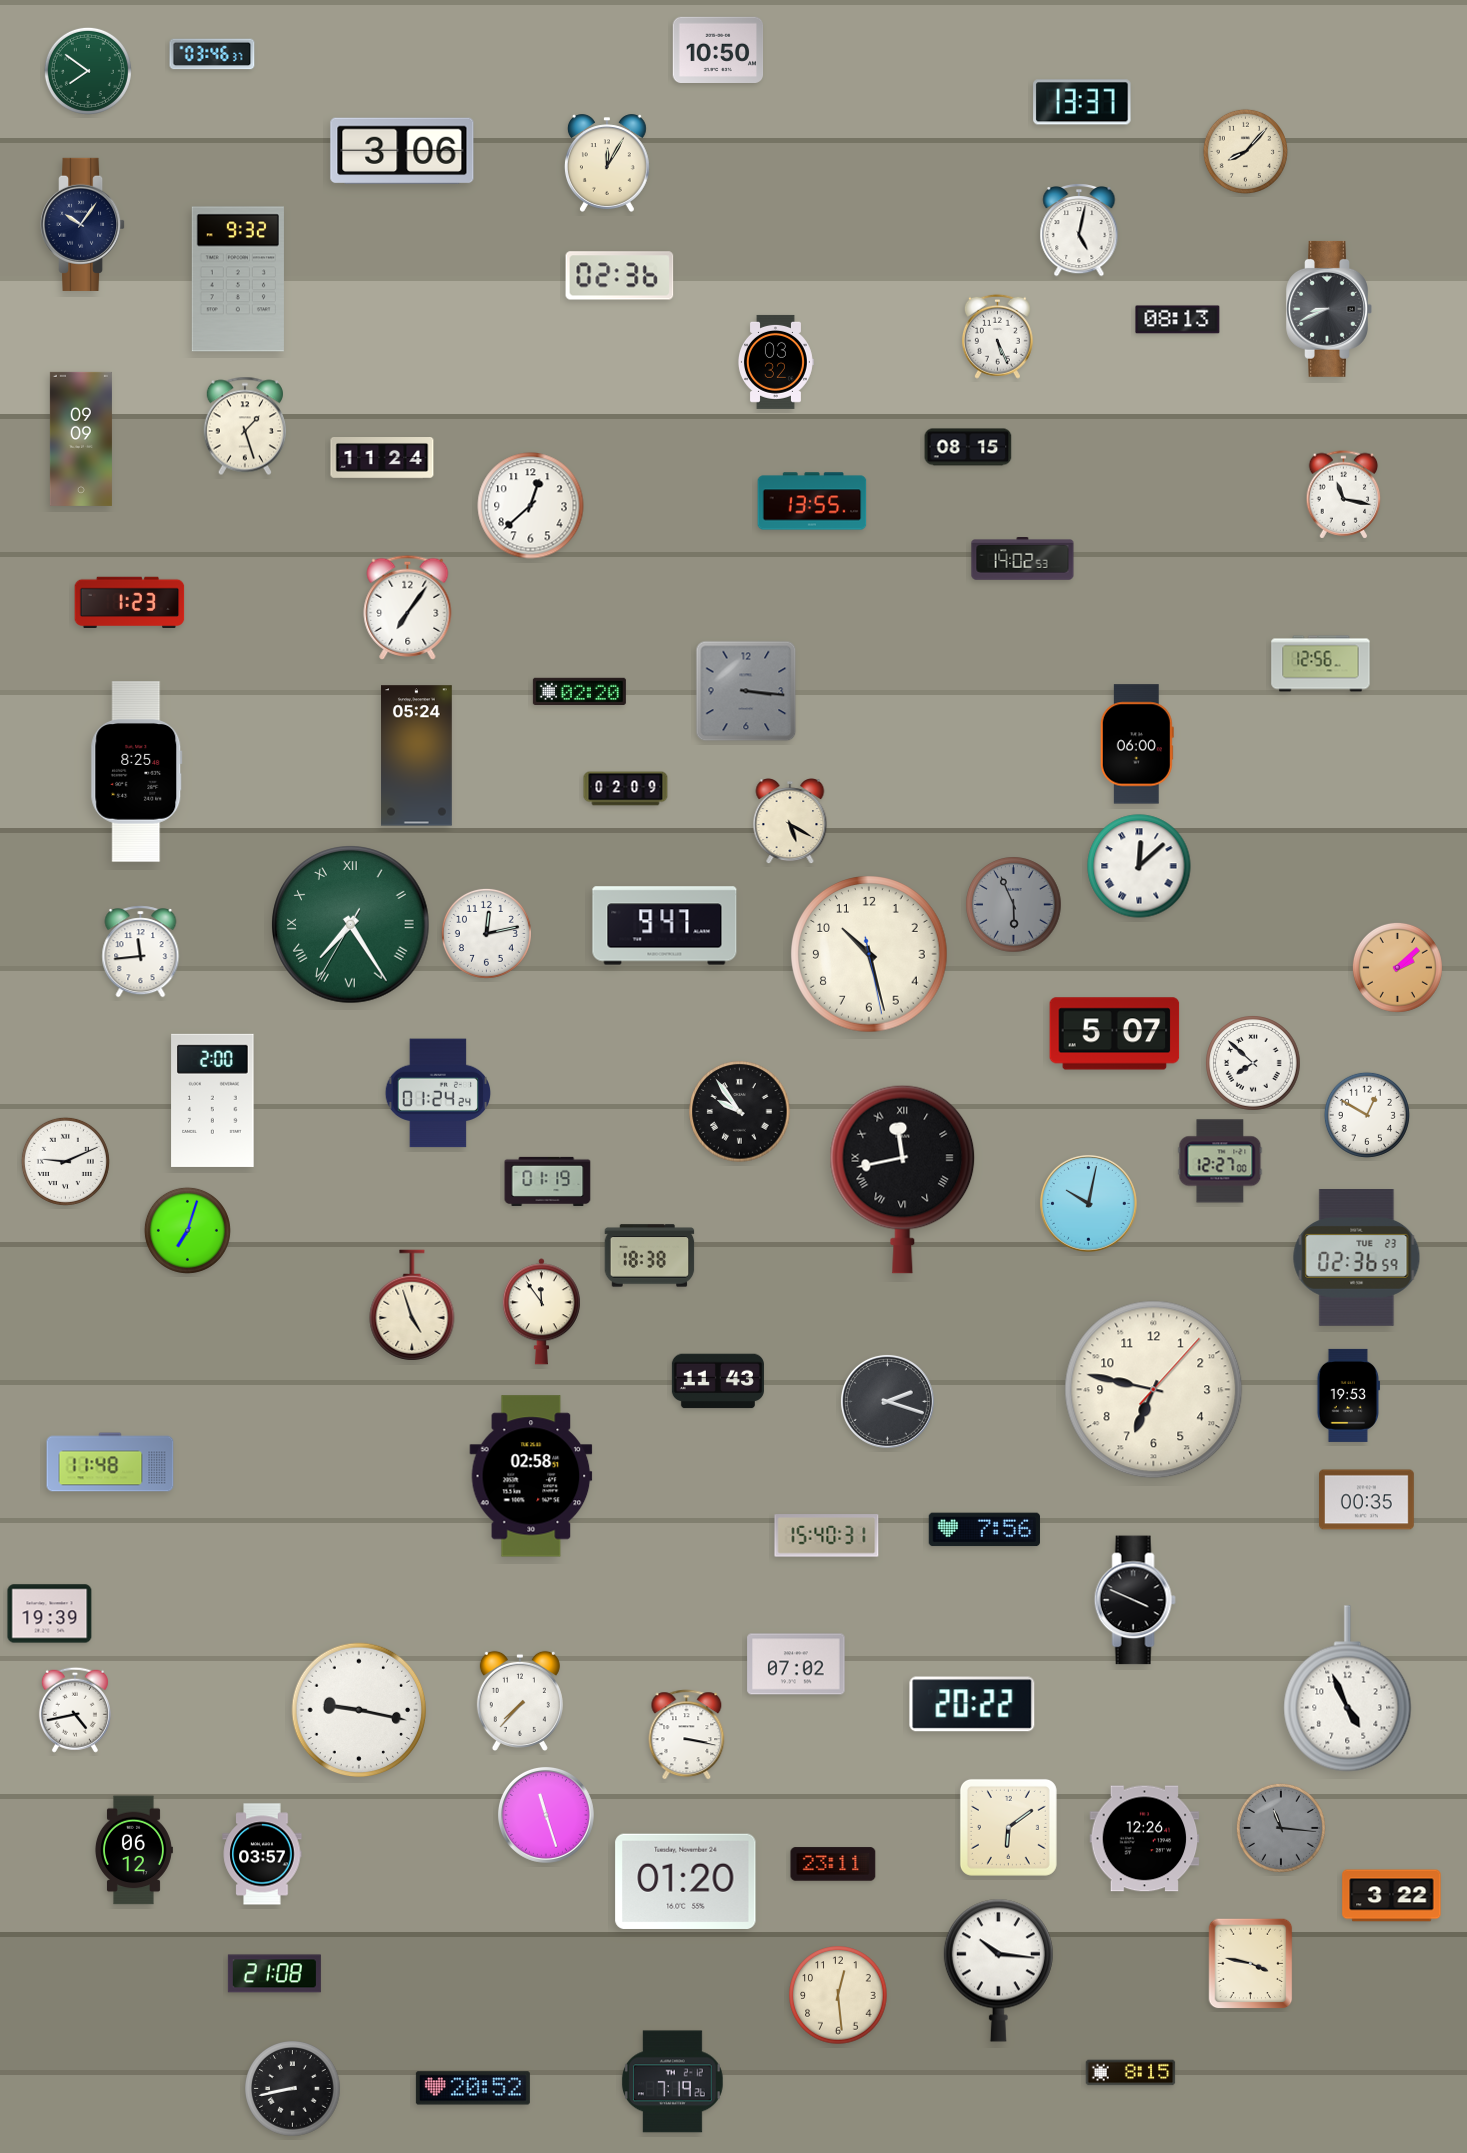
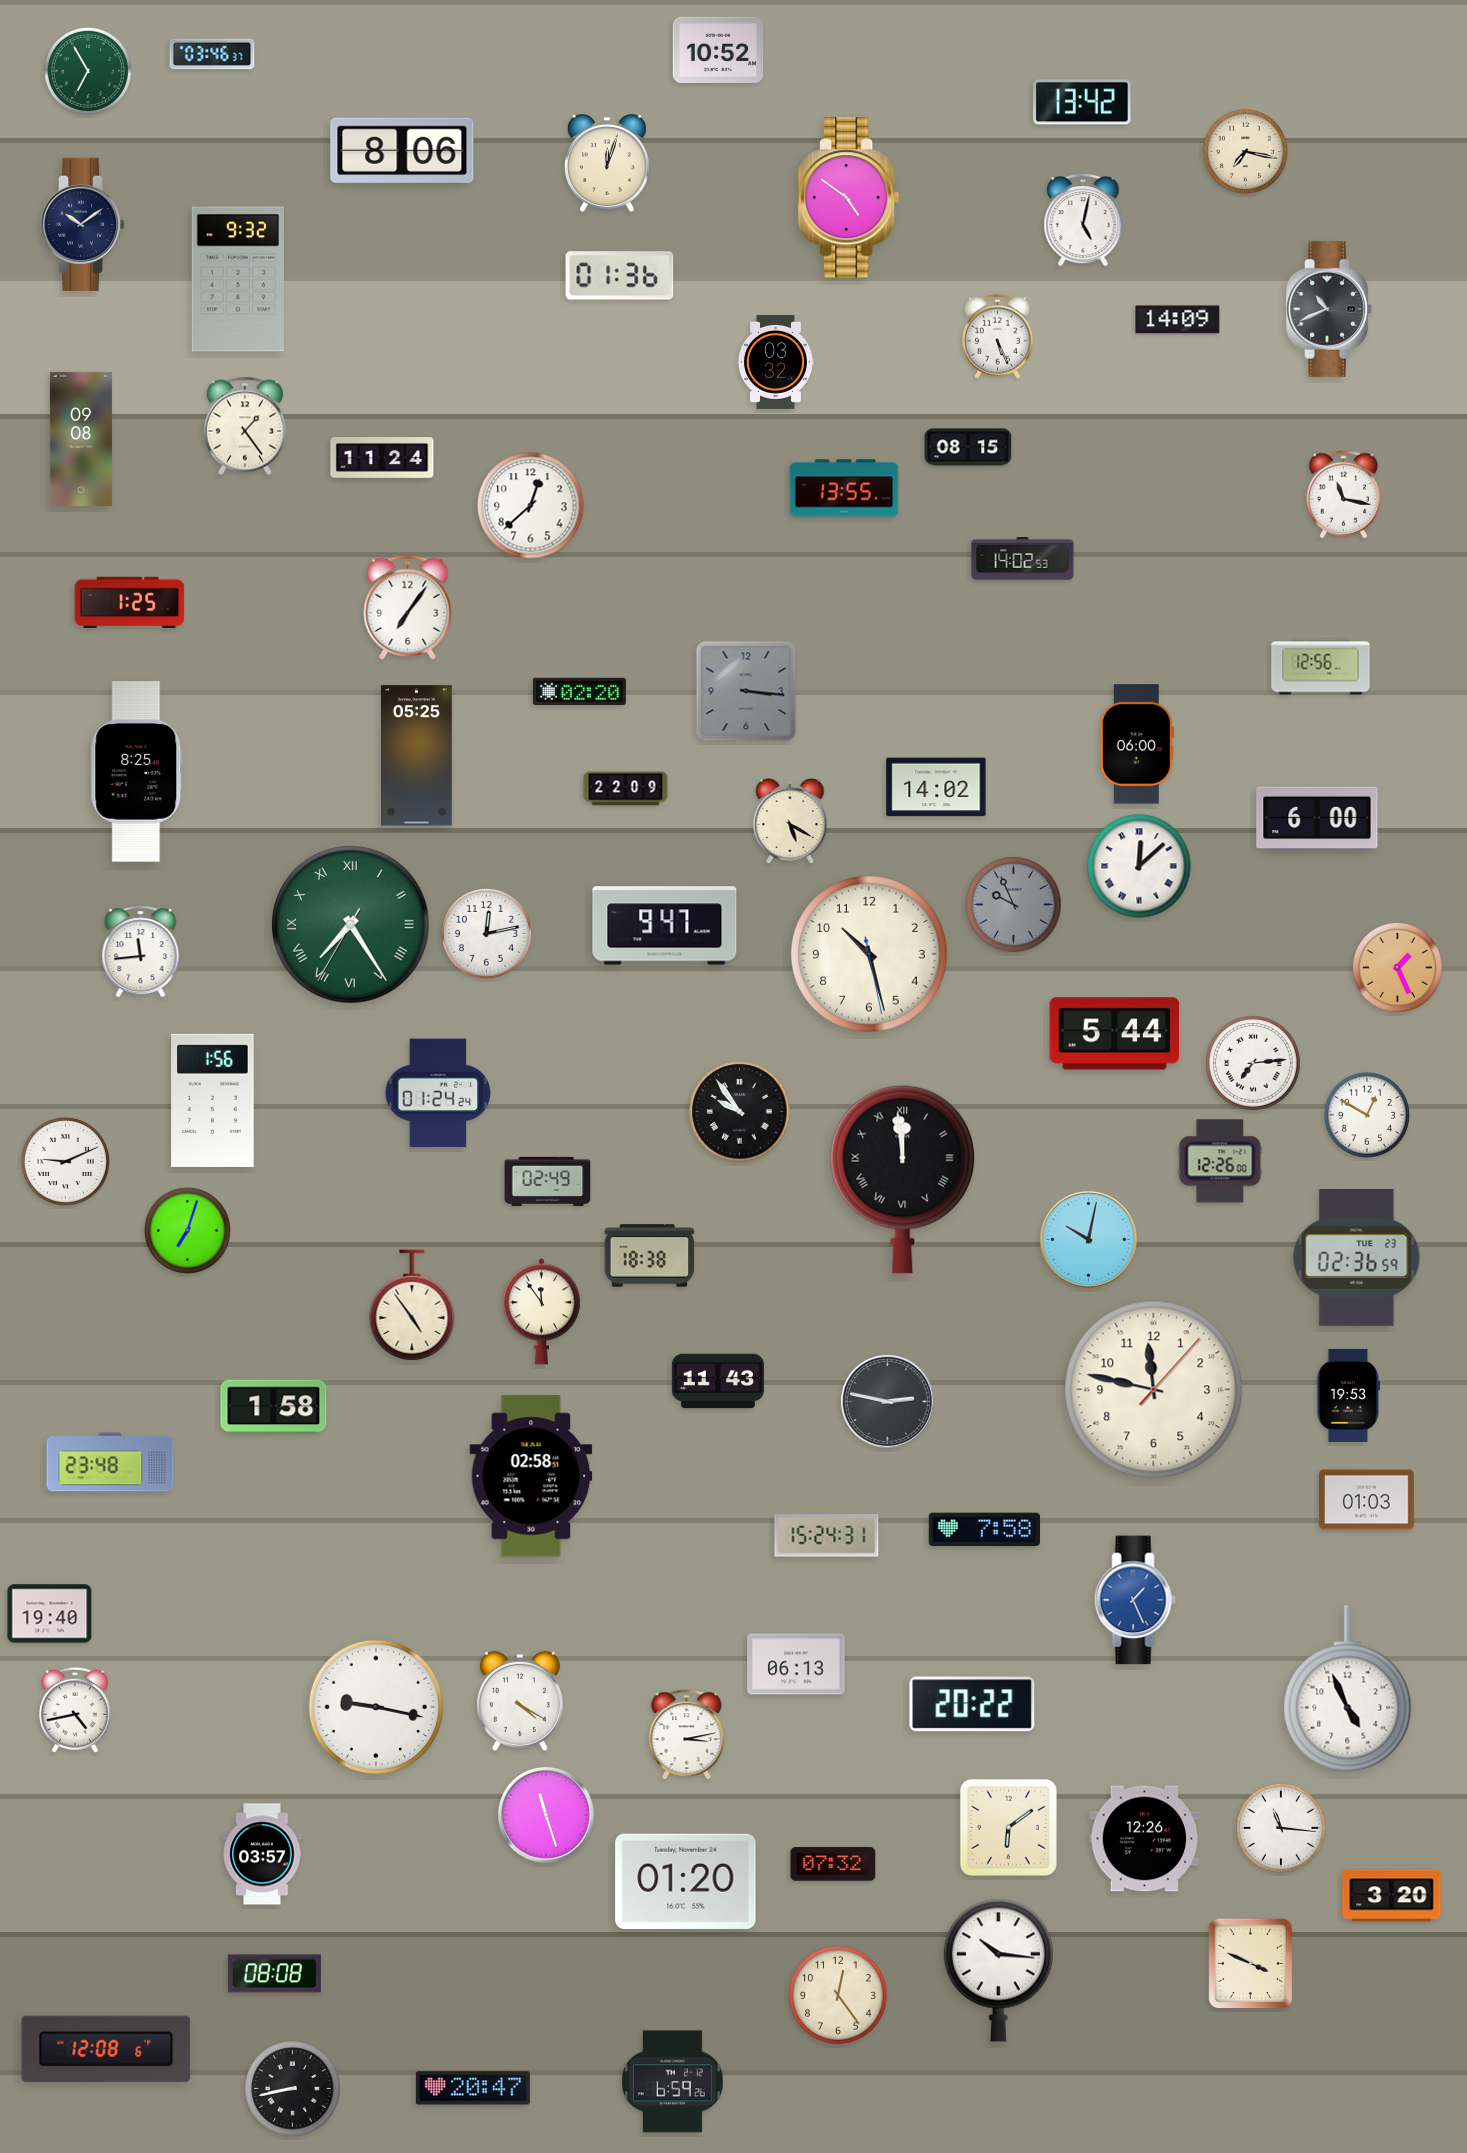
clock at (718, 49): 10:50 -> 10:52
clock at (88, 71): 7:51 -> 6:55
clock at (1082, 102): 13:37 -> 13:42
clock at (402, 151): 3:06 -> 8:06
clock at (1245, 151): 8:07 -> 7:17
clock at (607, 163): 12:05 -> 12:03
clock at (849, 198): none -> 4:51
clock at (84, 224): 10:06 -> 10:09
clock at (1079, 230) position: (1079, 230) -> (1083, 220)
clock at (620, 276): 02:36 -> 01:36
clock at (1329, 309): 8:41 -> 10:41
clock at (1178, 320): 08:13 -> 14:09
clock at (245, 426): 1:27 -> 1:24
clock at (81, 439): 09:09 -> 09:08
clock at (812, 501) position: (812, 501) -> (844, 488)
clock at (130, 603): 1:23 -> 1:25
clock at (1321, 664) position: (1321, 664) -> (1321, 667)
clock at (417, 756): 05:24 -> 05:25
clock at (936, 787): none -> 14:02
clock at (626, 789): 02:09 -> 22:09
clock at (1317, 819): none -> 6:00
clock at (1014, 905): 5:56 -> 9:56
clock at (1397, 967): 2:08 -> 1:26
clock at (1115, 1034): 5:07 -> 5:44
clock at (1253, 1063): 7:52 -> 7:14
clock at (213, 1100): 2:00 -> 1:56
clock at (1220, 1161): 12:27 -> 12:26
clock at (903, 1179): 11:43 -> 11:59
clock at (548, 1181): 01:19 -> 02:49
clock at (1088, 1203) position: (1088, 1203) -> (1088, 1239)
clock at (412, 1305): 4:57 -> 4:54
clock at (1154, 1390): 6:47 -> 11:47
clock at (887, 1401): 2:18 -> 2:47
clock at (274, 1407): none -> 1:58
clock at (110, 1462): 11:48 -> 23:48
clock at (1367, 1500): 00:35 -> 01:03
clock at (984, 1530): 7:56 -> 7:58
clock at (827, 1536): 15:40 -> 15:24
clock at (1135, 1600): 3:49 -> 1:26
clock at (1135, 1600) dial: black -> blue
clock at (50, 1614): 19:39 -> 19:40
clock at (796, 1664): 07:02 -> 06:13
clock at (520, 1700): 7:37 -> 4:20
clock at (359, 1710) position: (359, 1710) -> (376, 1707)
clock at (687, 1735): 3:17 -> 3:13
clock at (1281, 1828) dial: grey -> white
clock at (133, 1850): 06:12 -> none
clock at (833, 1864): 23:11 -> 07:32
clock at (1392, 1896): 3:22 -> 3:20
clock at (1251, 1964): 3:47 -> 3:49
clock at (274, 1974): 21:08 -> 08:08
clock at (838, 1995): 12:29 -> 12:24
clock at (106, 2049): none -> 12:08
clock at (1131, 2073): 8:15 -> none
clock at (672, 2082): 7:19 -> 6:59
clock at (473, 2088): 20:52 -> 20:47
